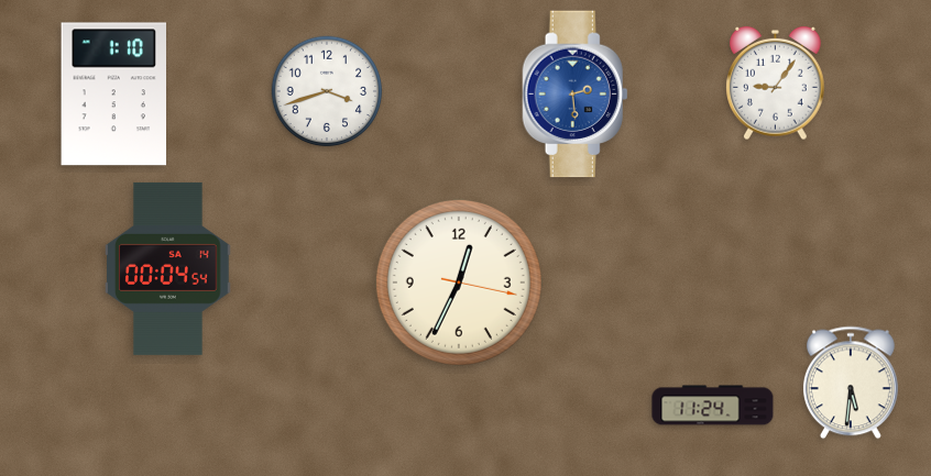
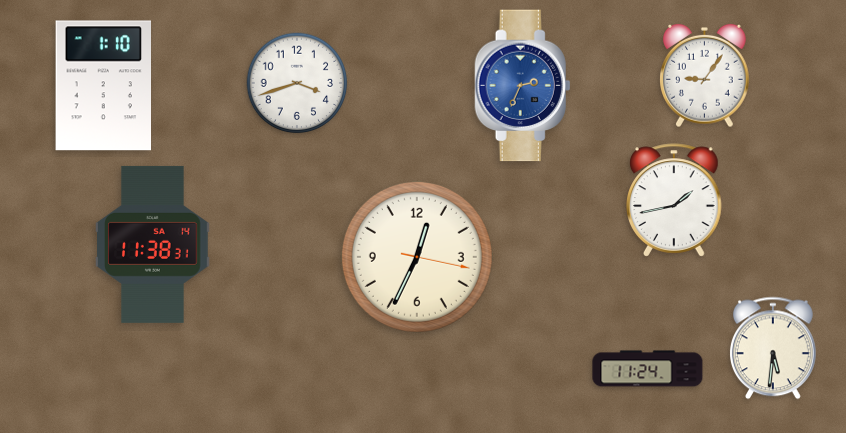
clock at (576, 95): 2:29 -> 2:34
clock at (674, 200): none -> 1:43
clock at (168, 268): 00:04 -> 11:38
